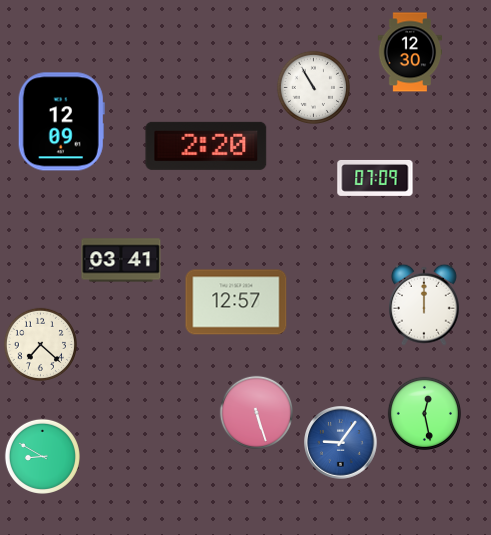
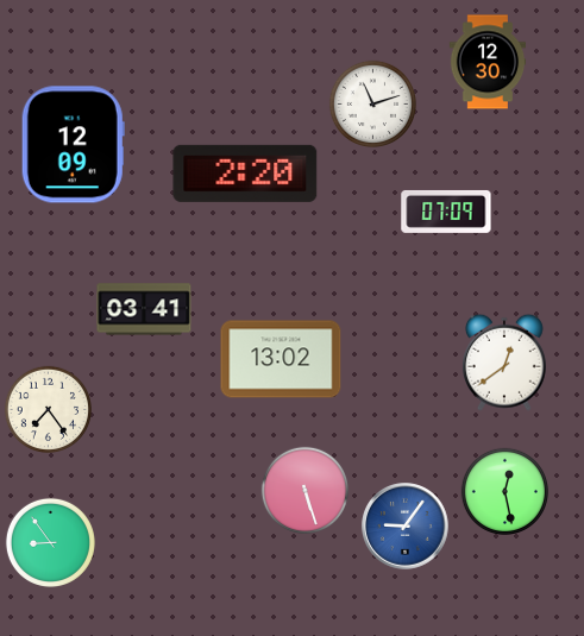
clock at (313, 87): 10:55 -> 11:12
clock at (236, 302): 12:57 -> 13:02
clock at (424, 305): 12:00 -> 12:39
clock at (40, 344): 7:22 -> 7:24
clock at (42, 456): 8:50 -> 8:54
